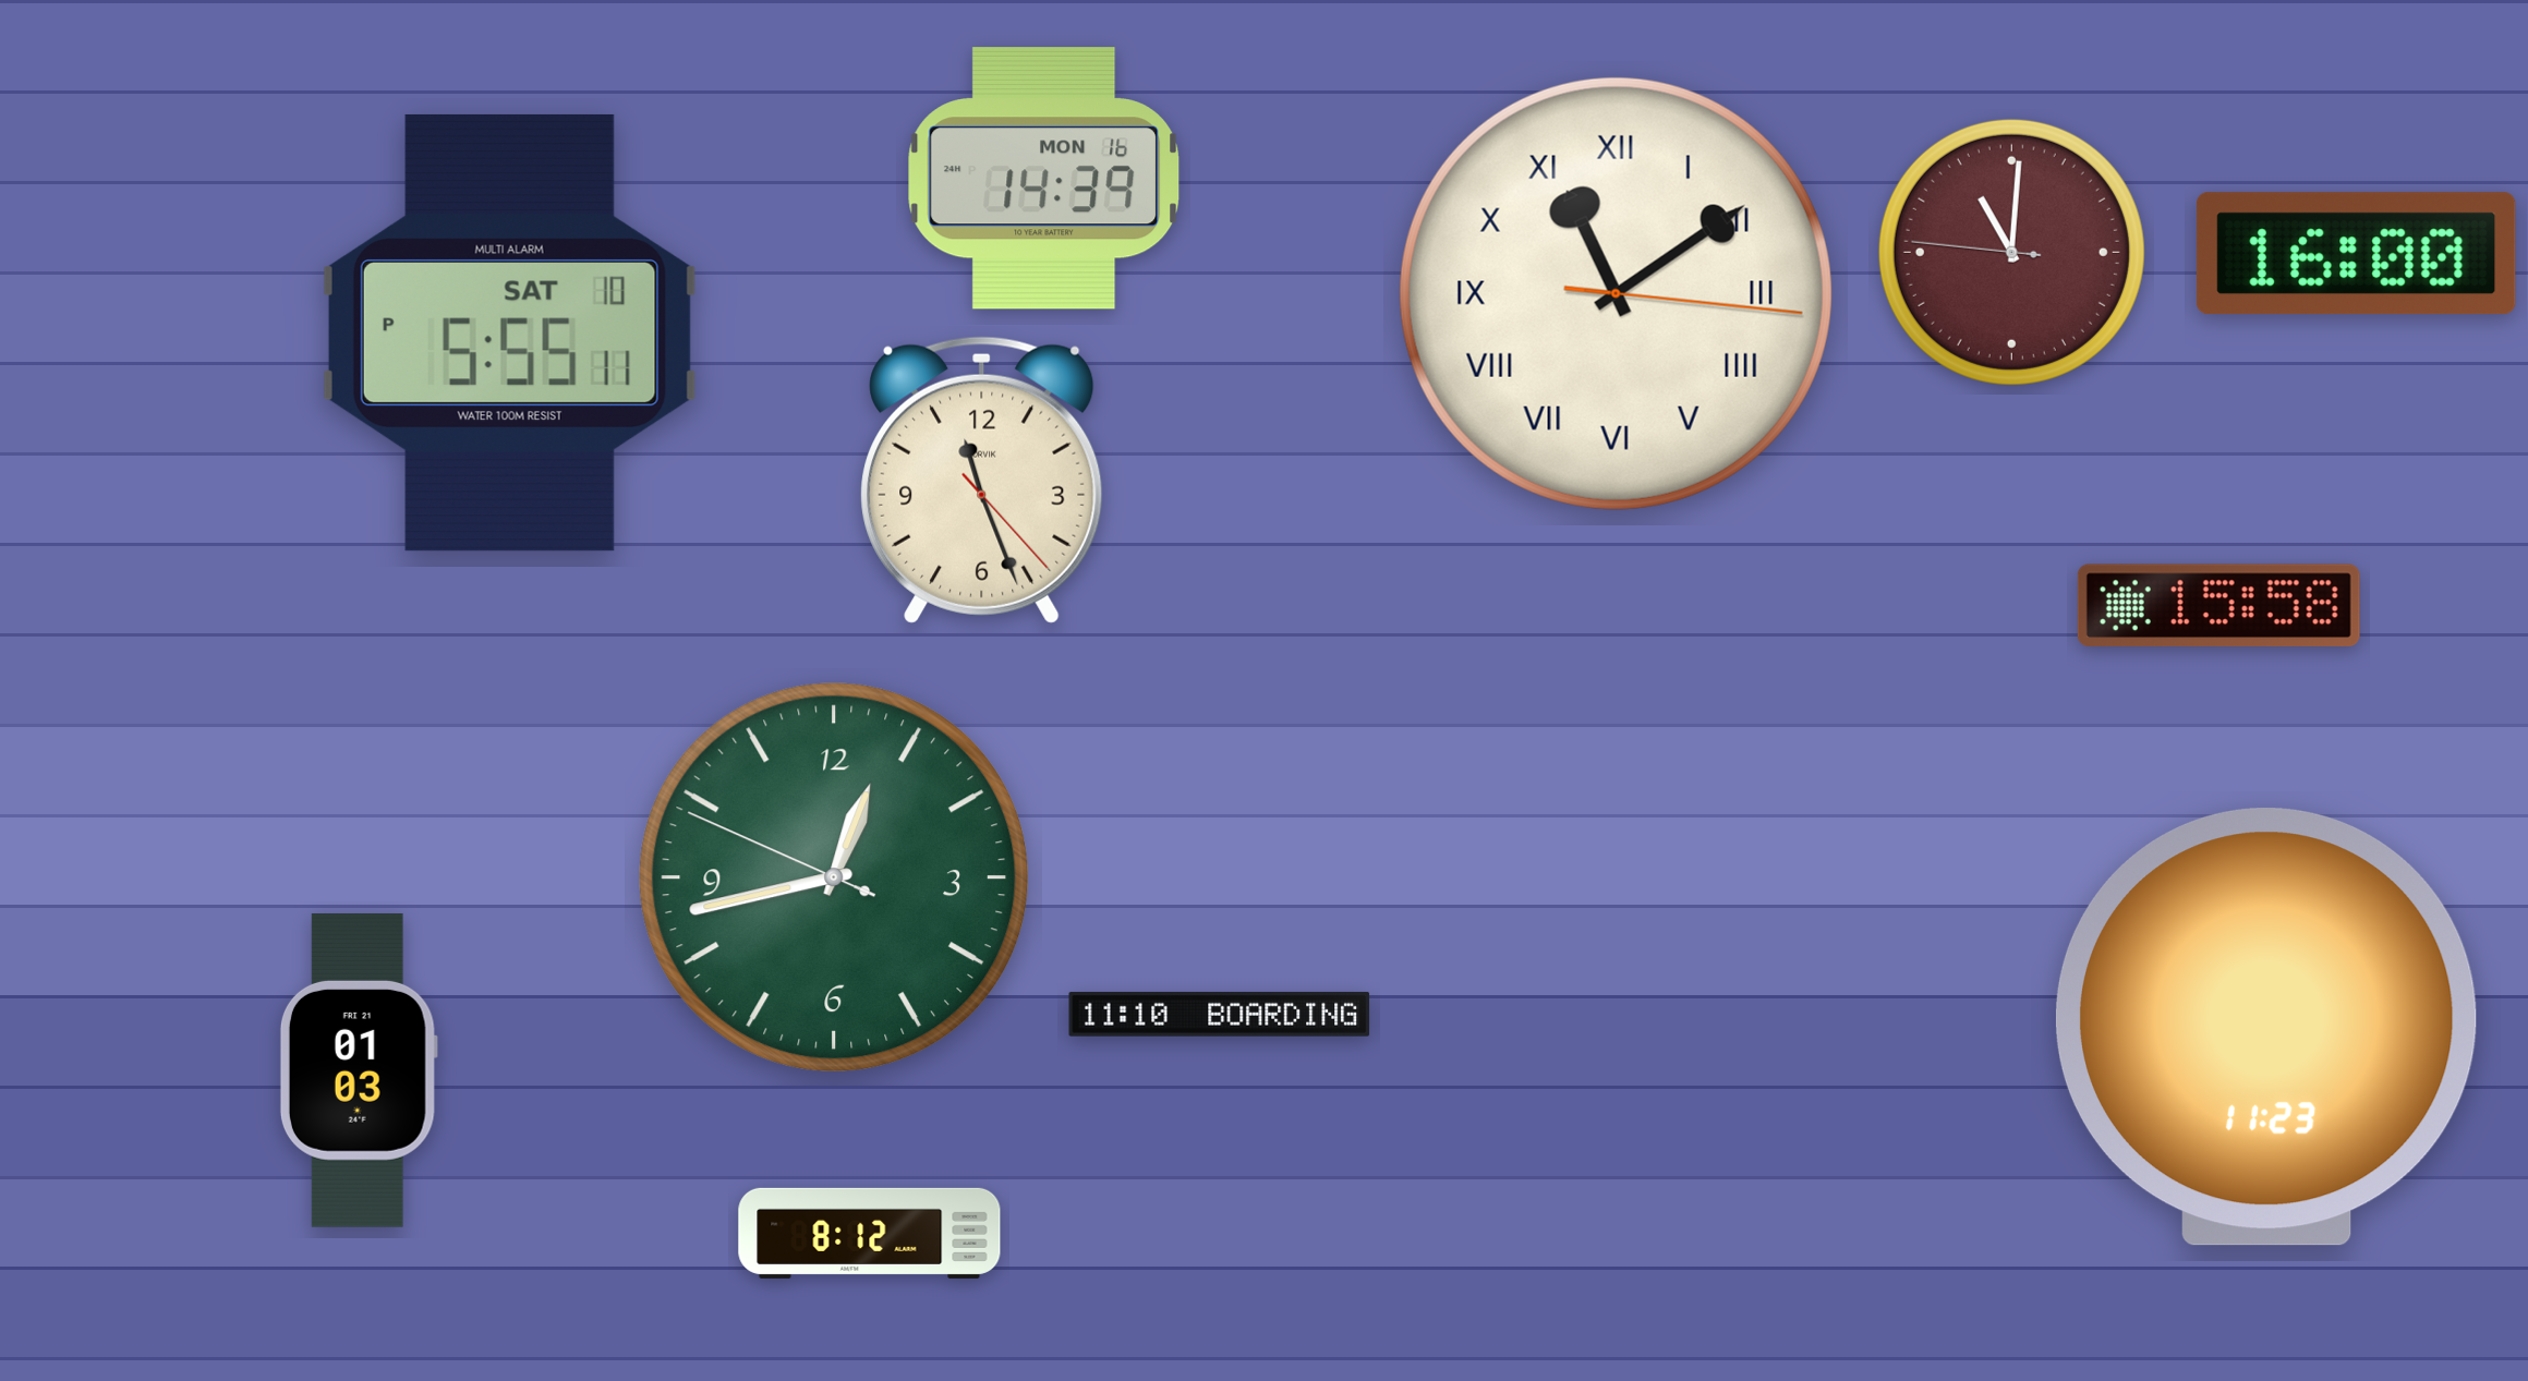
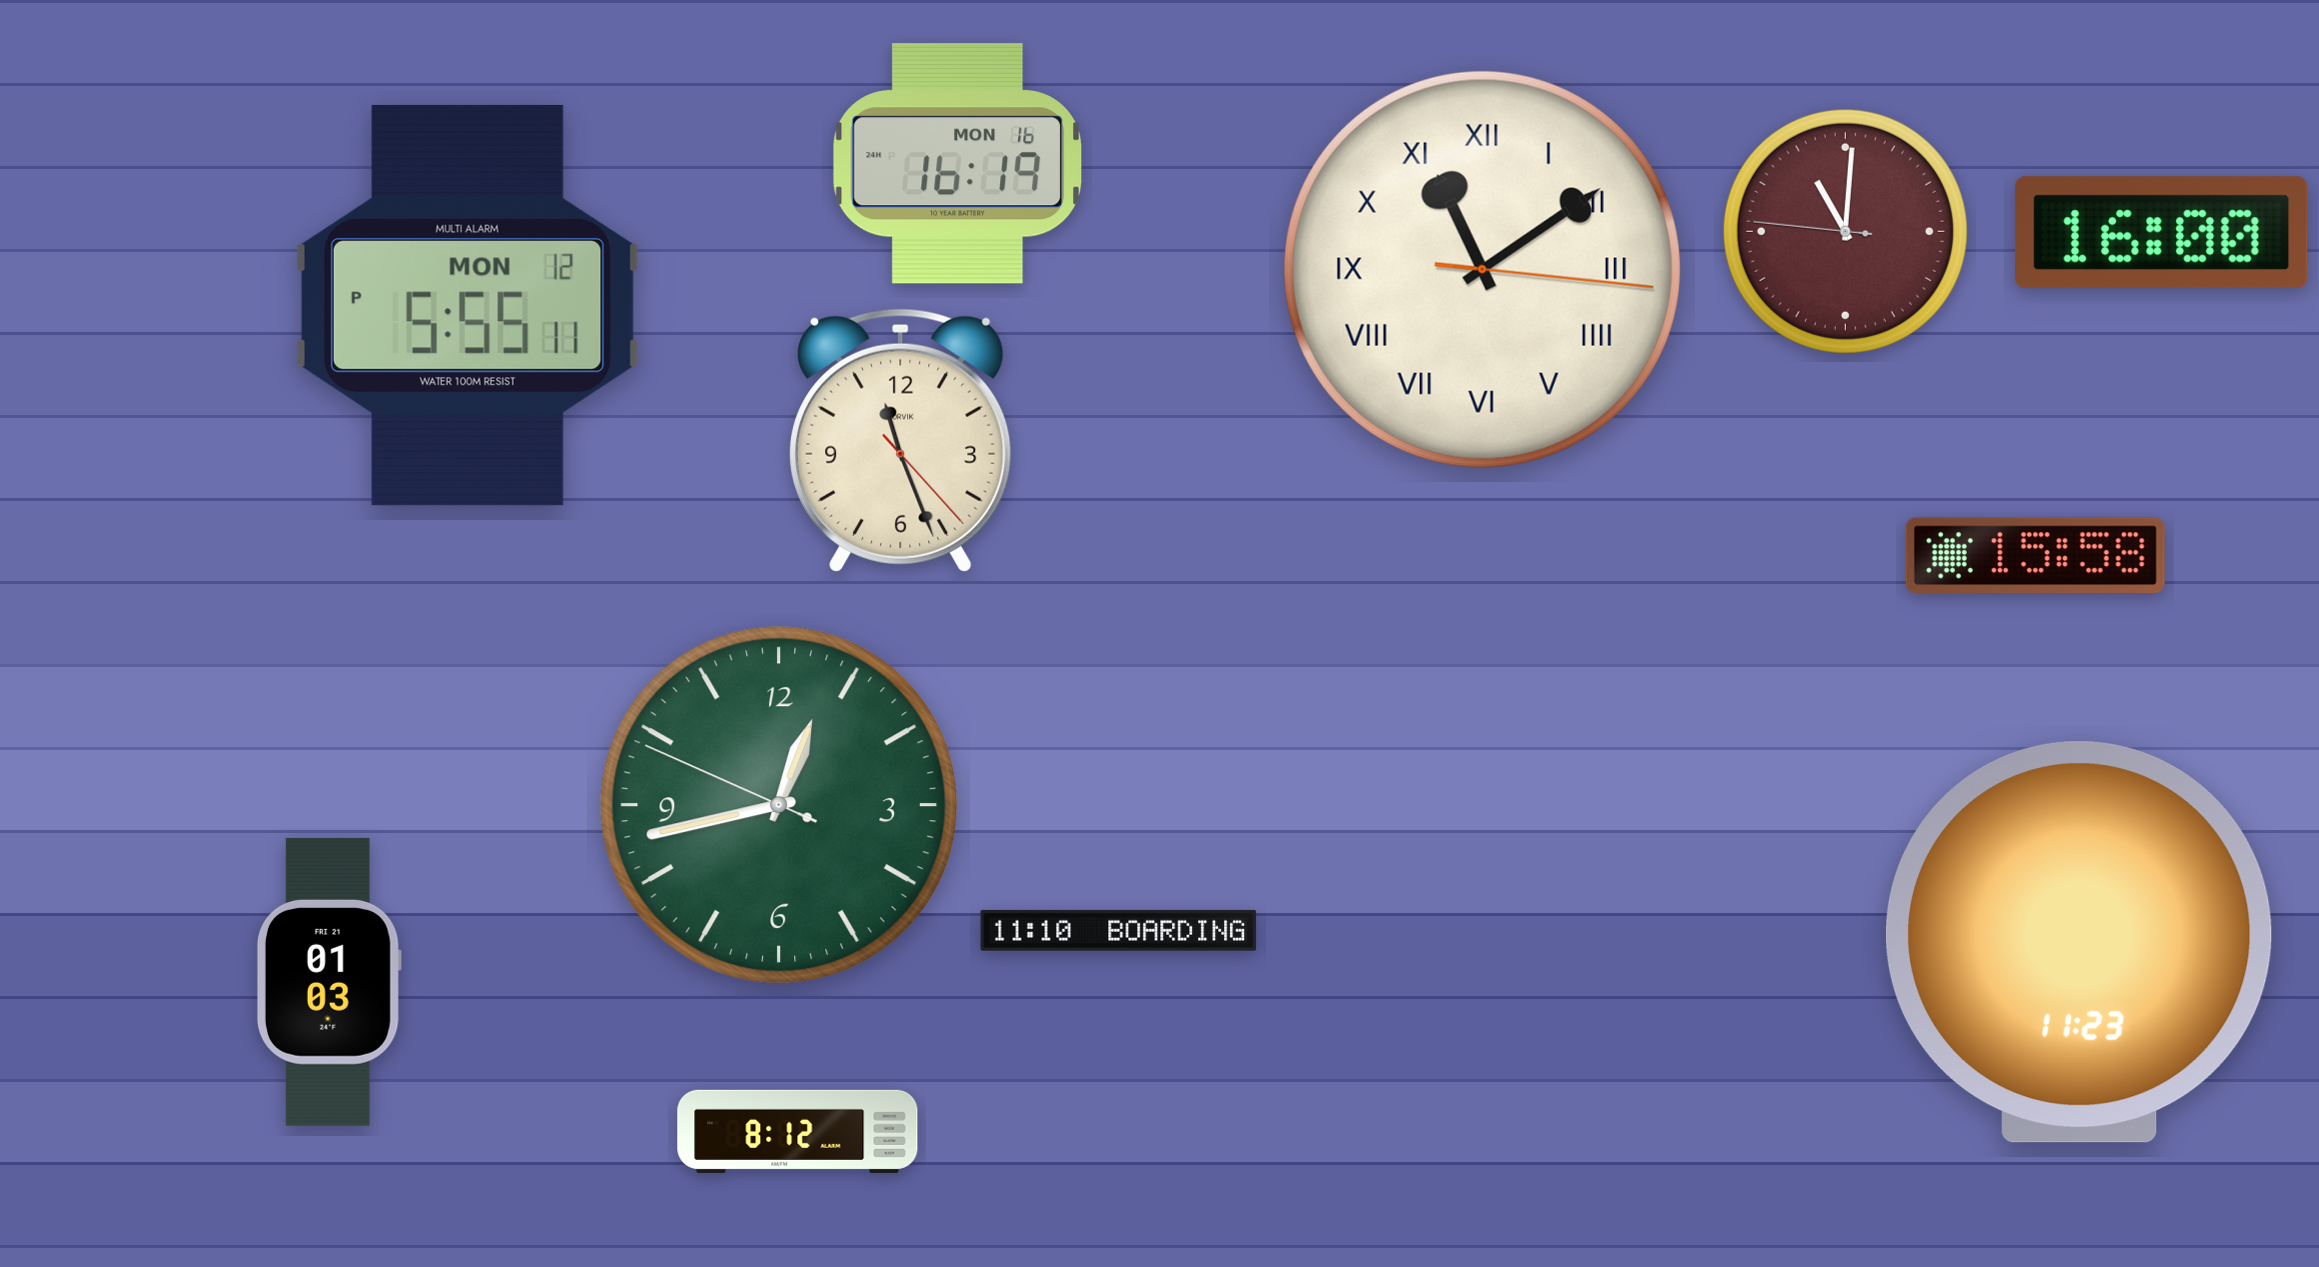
clock at (1044, 178): 14:39 -> 16:19
clock at (509, 332) date: SAT 10 -> MON 12
clock at (833, 876) position: (833, 876) -> (778, 804)
